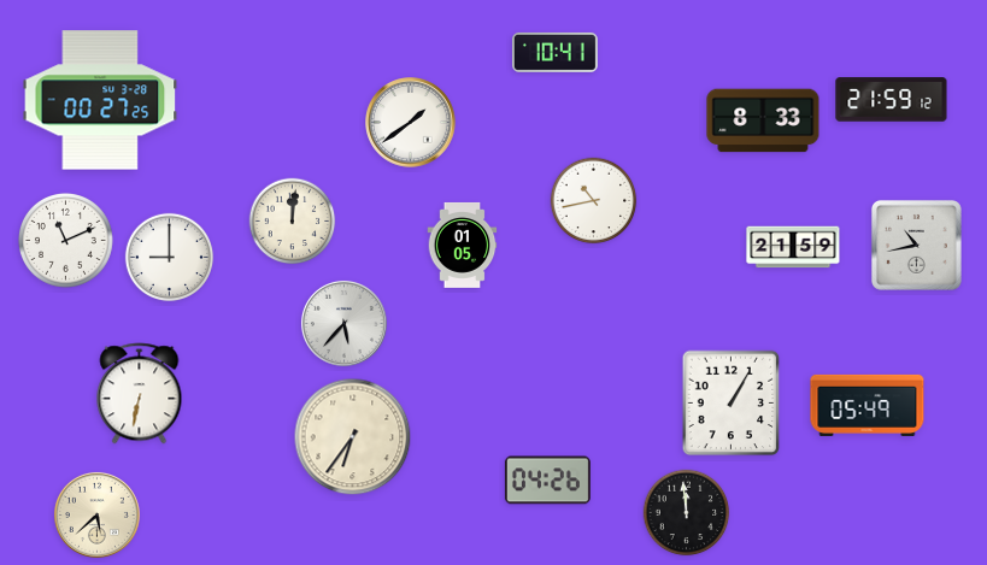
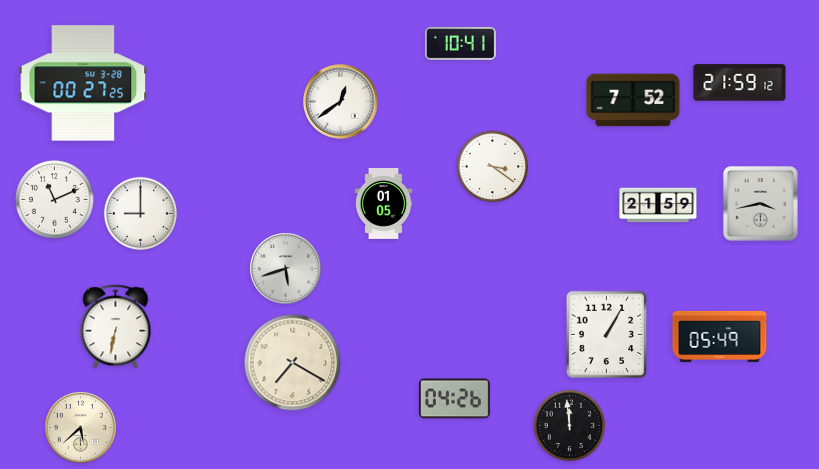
clock at (763, 120): 8:33 -> 7:52
clock at (411, 123): 1:39 -> 12:39
clock at (594, 201): 10:43 -> 3:21
clock at (293, 222): 12:01 -> none
clock at (916, 245): 10:43 -> 3:43
clock at (343, 323): 5:37 -> 5:42
clock at (353, 437): 6:36 -> 7:20
